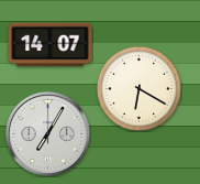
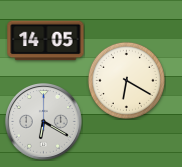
clock at (51, 45): 14:07 -> 14:05
clock at (48, 134): 7:05 -> 6:20
